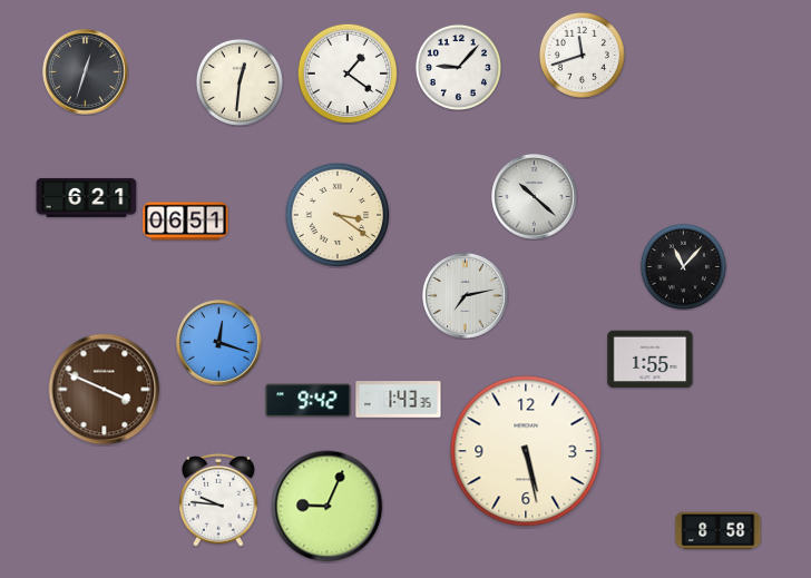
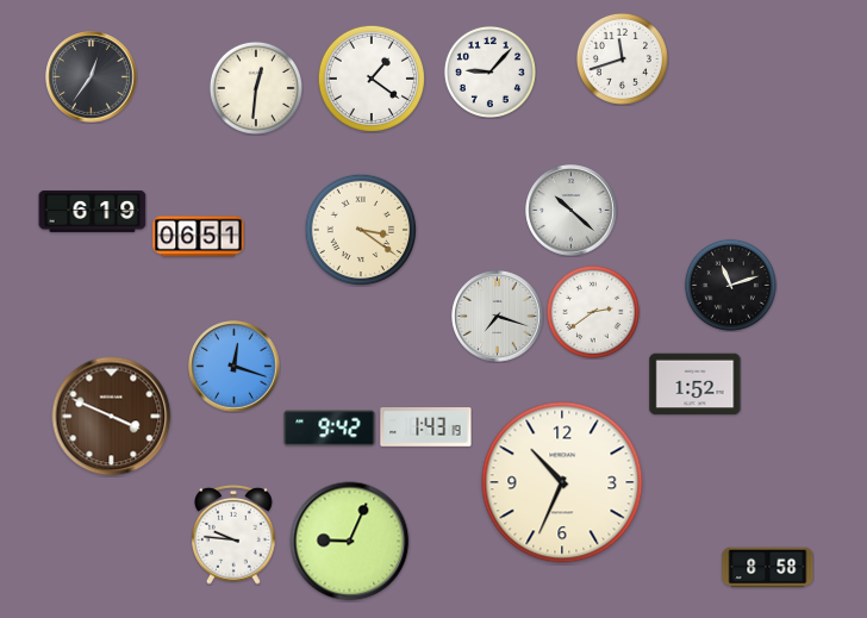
clock at (86, 72): 12:33 -> 12:36
clock at (87, 197): 6:21 -> 6:19
clock at (683, 266): 11:07 -> 11:12
clock at (593, 312): none -> 2:39
clock at (466, 296): 7:13 -> 7:18
clock at (651, 360): 1:55 -> 1:52
clock at (399, 400): 1:43:35 -> 1:43:19
clock at (526, 451): 5:28 -> 10:34
